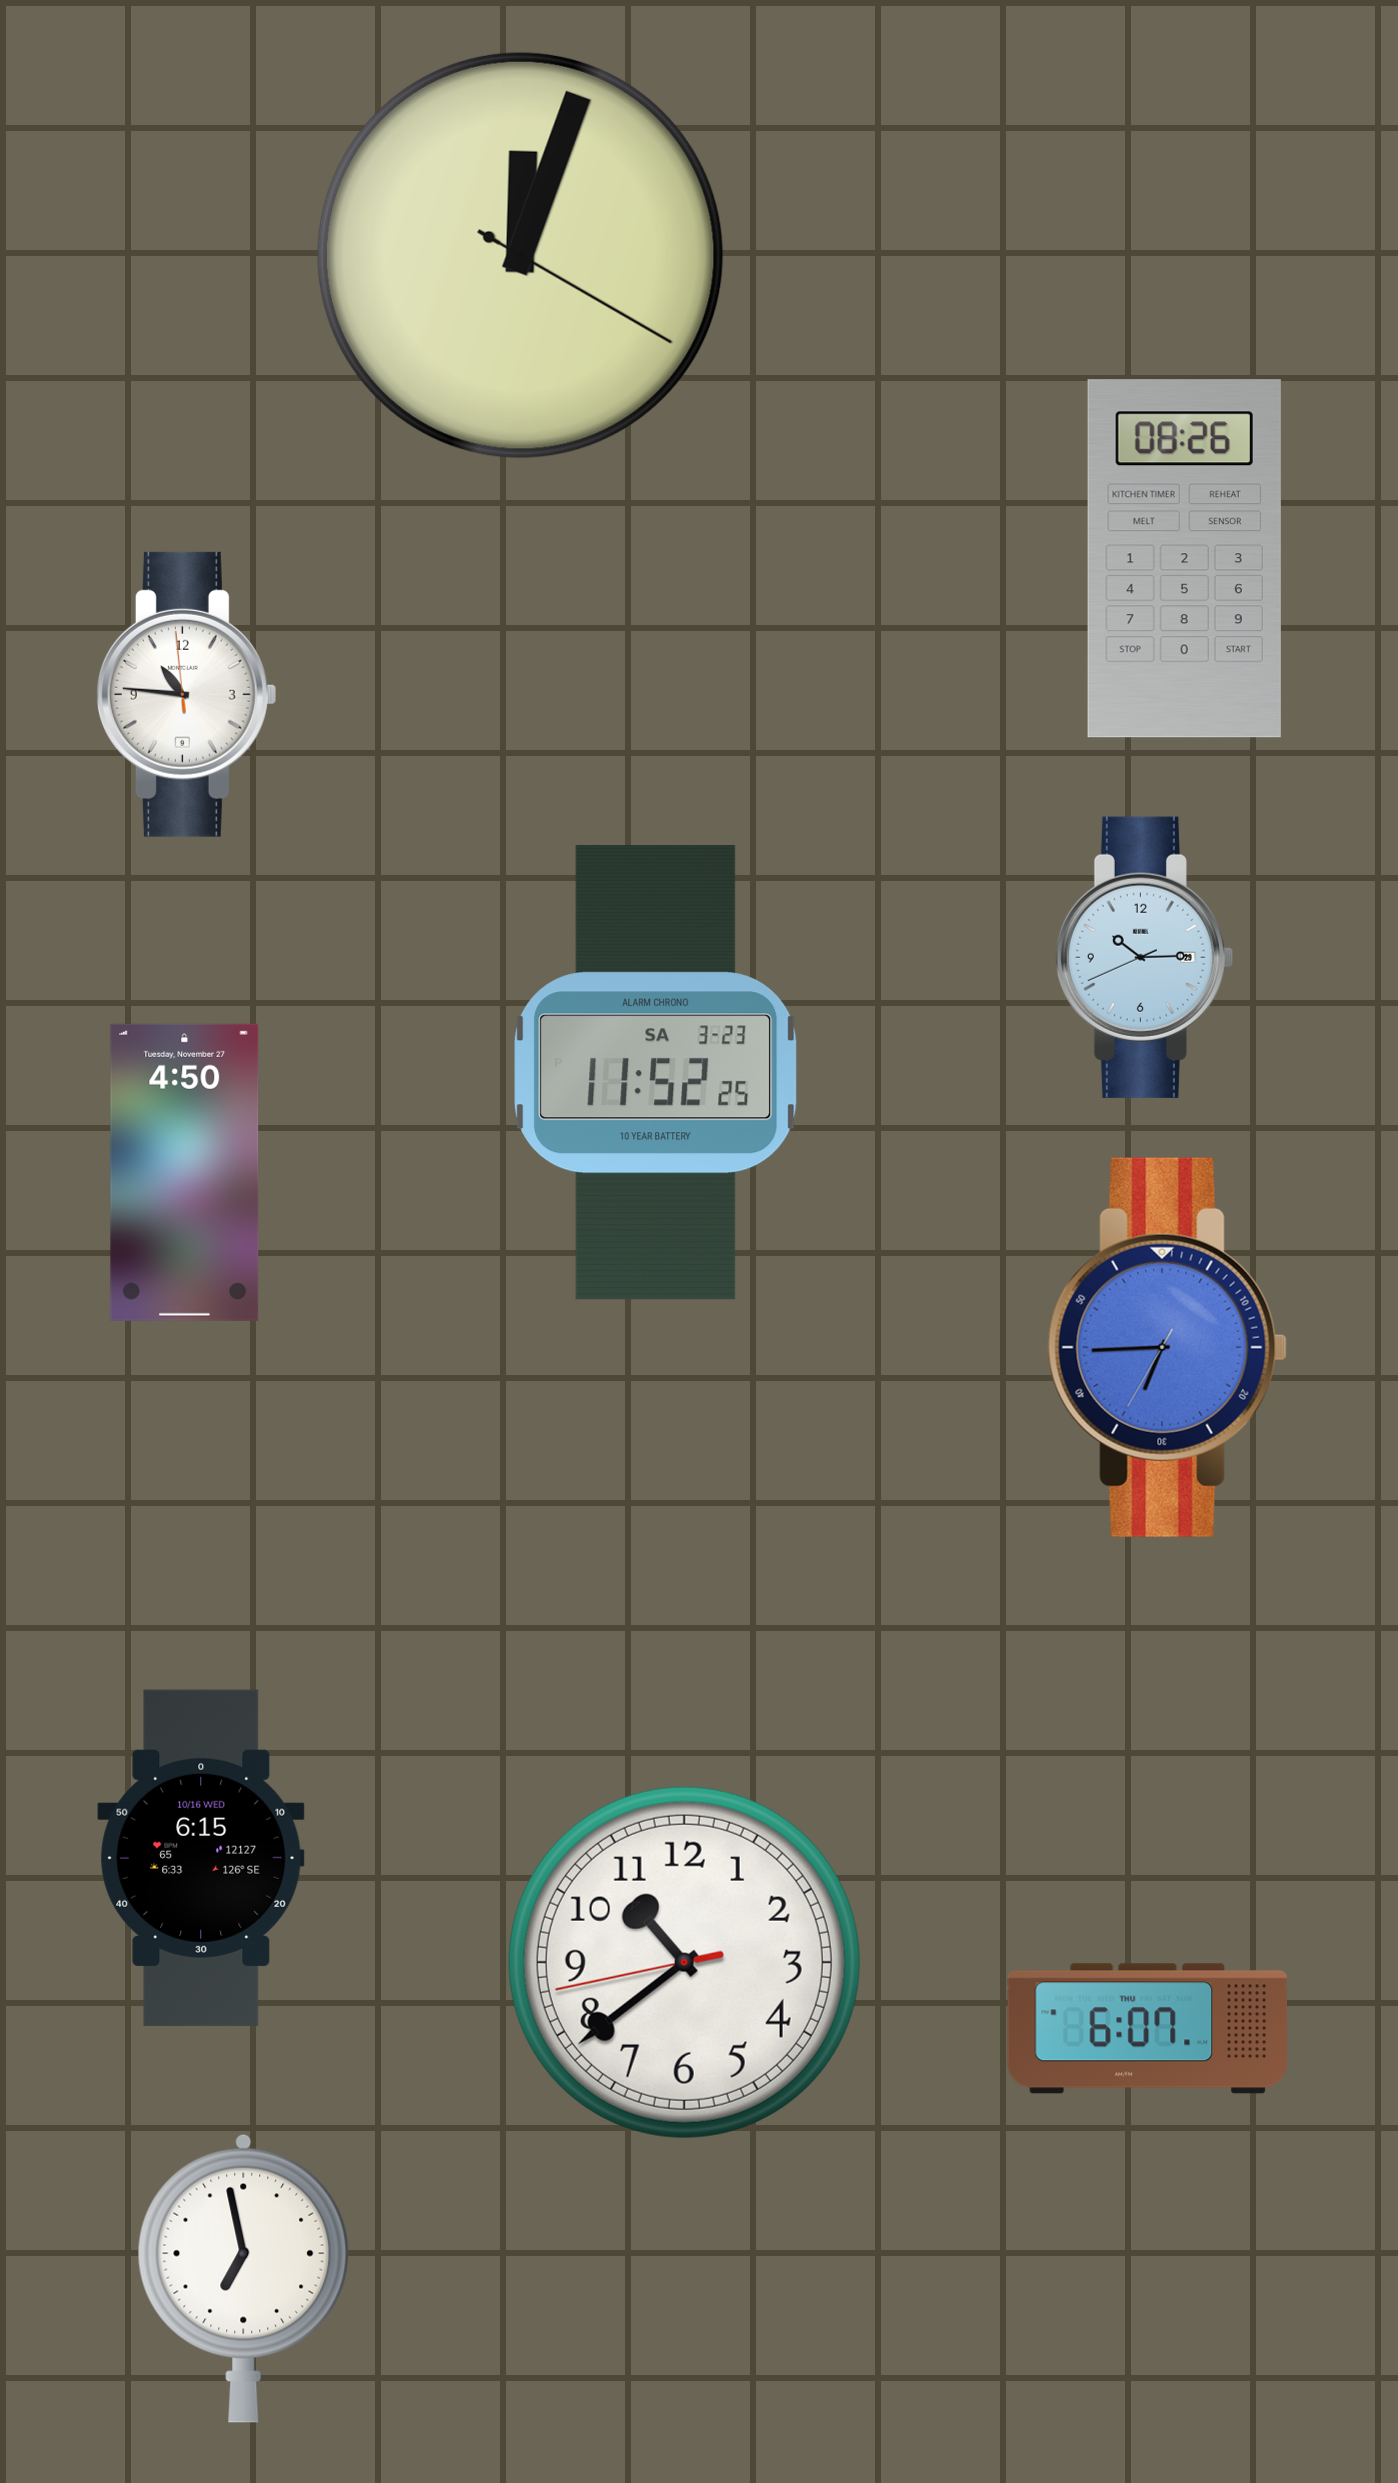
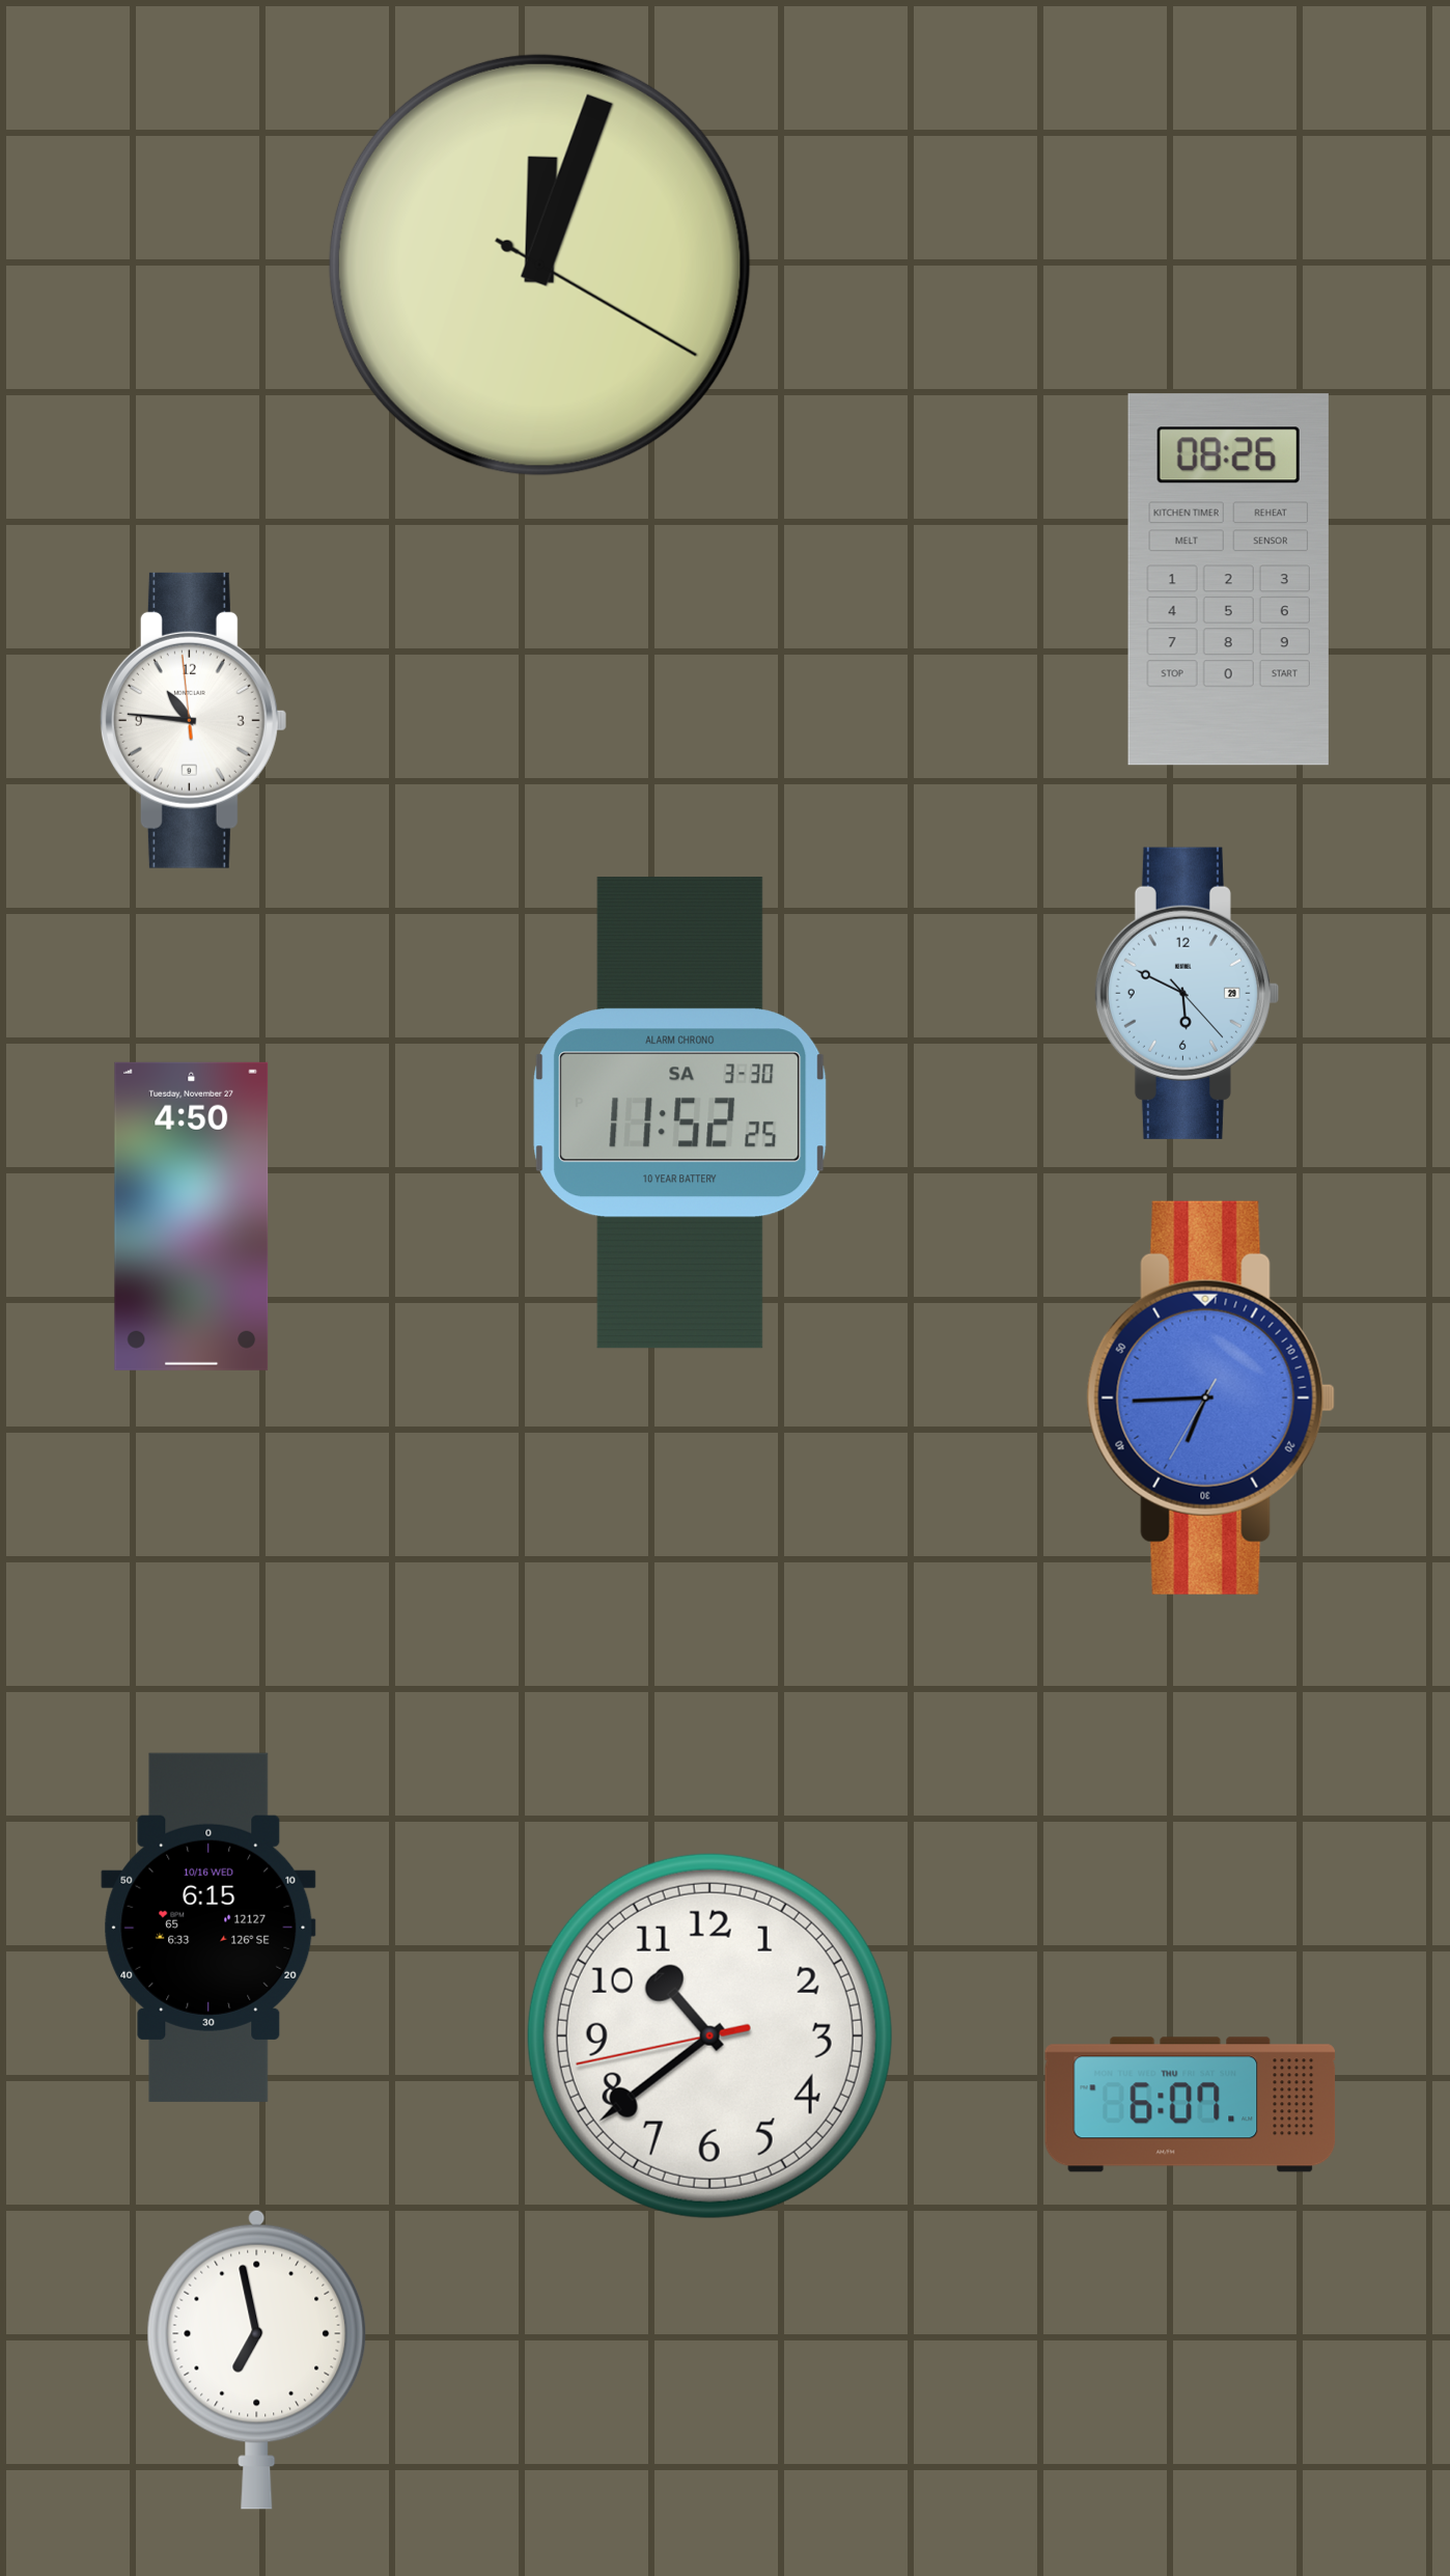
clock at (1144, 957): 10:14 -> 5:49
clock at (656, 1073) date: SA 3-23 -> SA 3-30
clock at (244, 2278) position: (244, 2278) -> (257, 2359)
